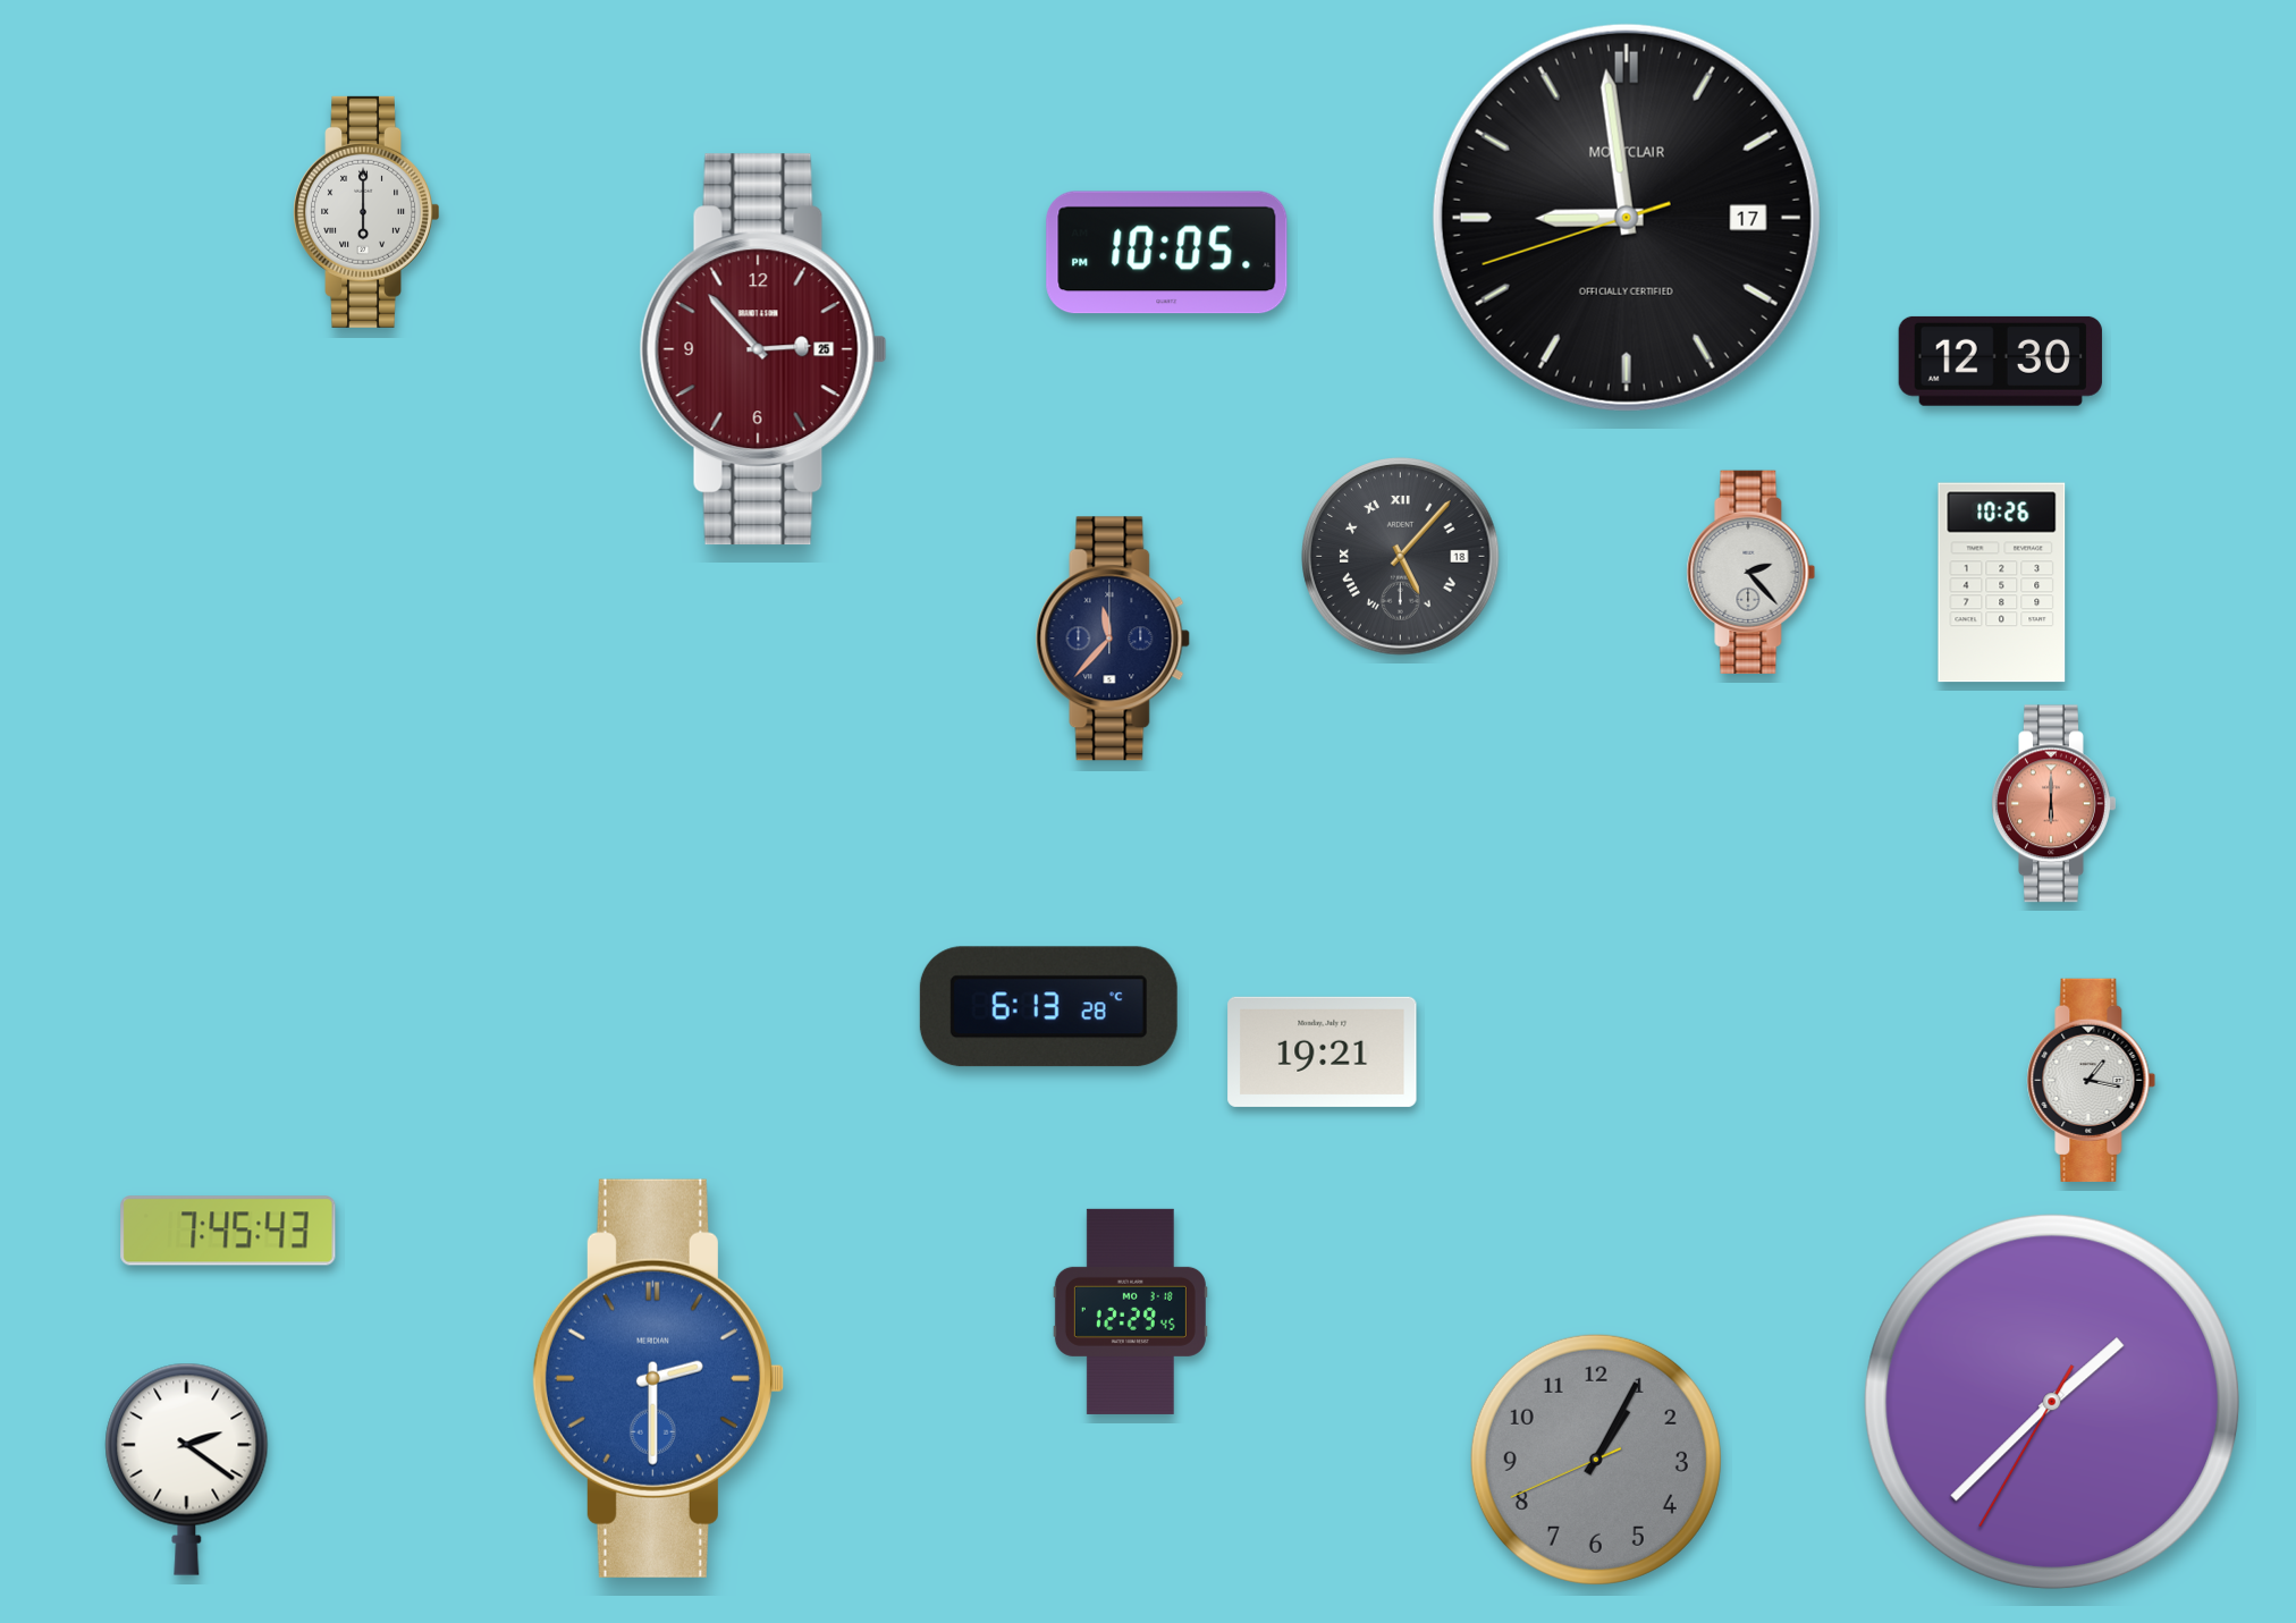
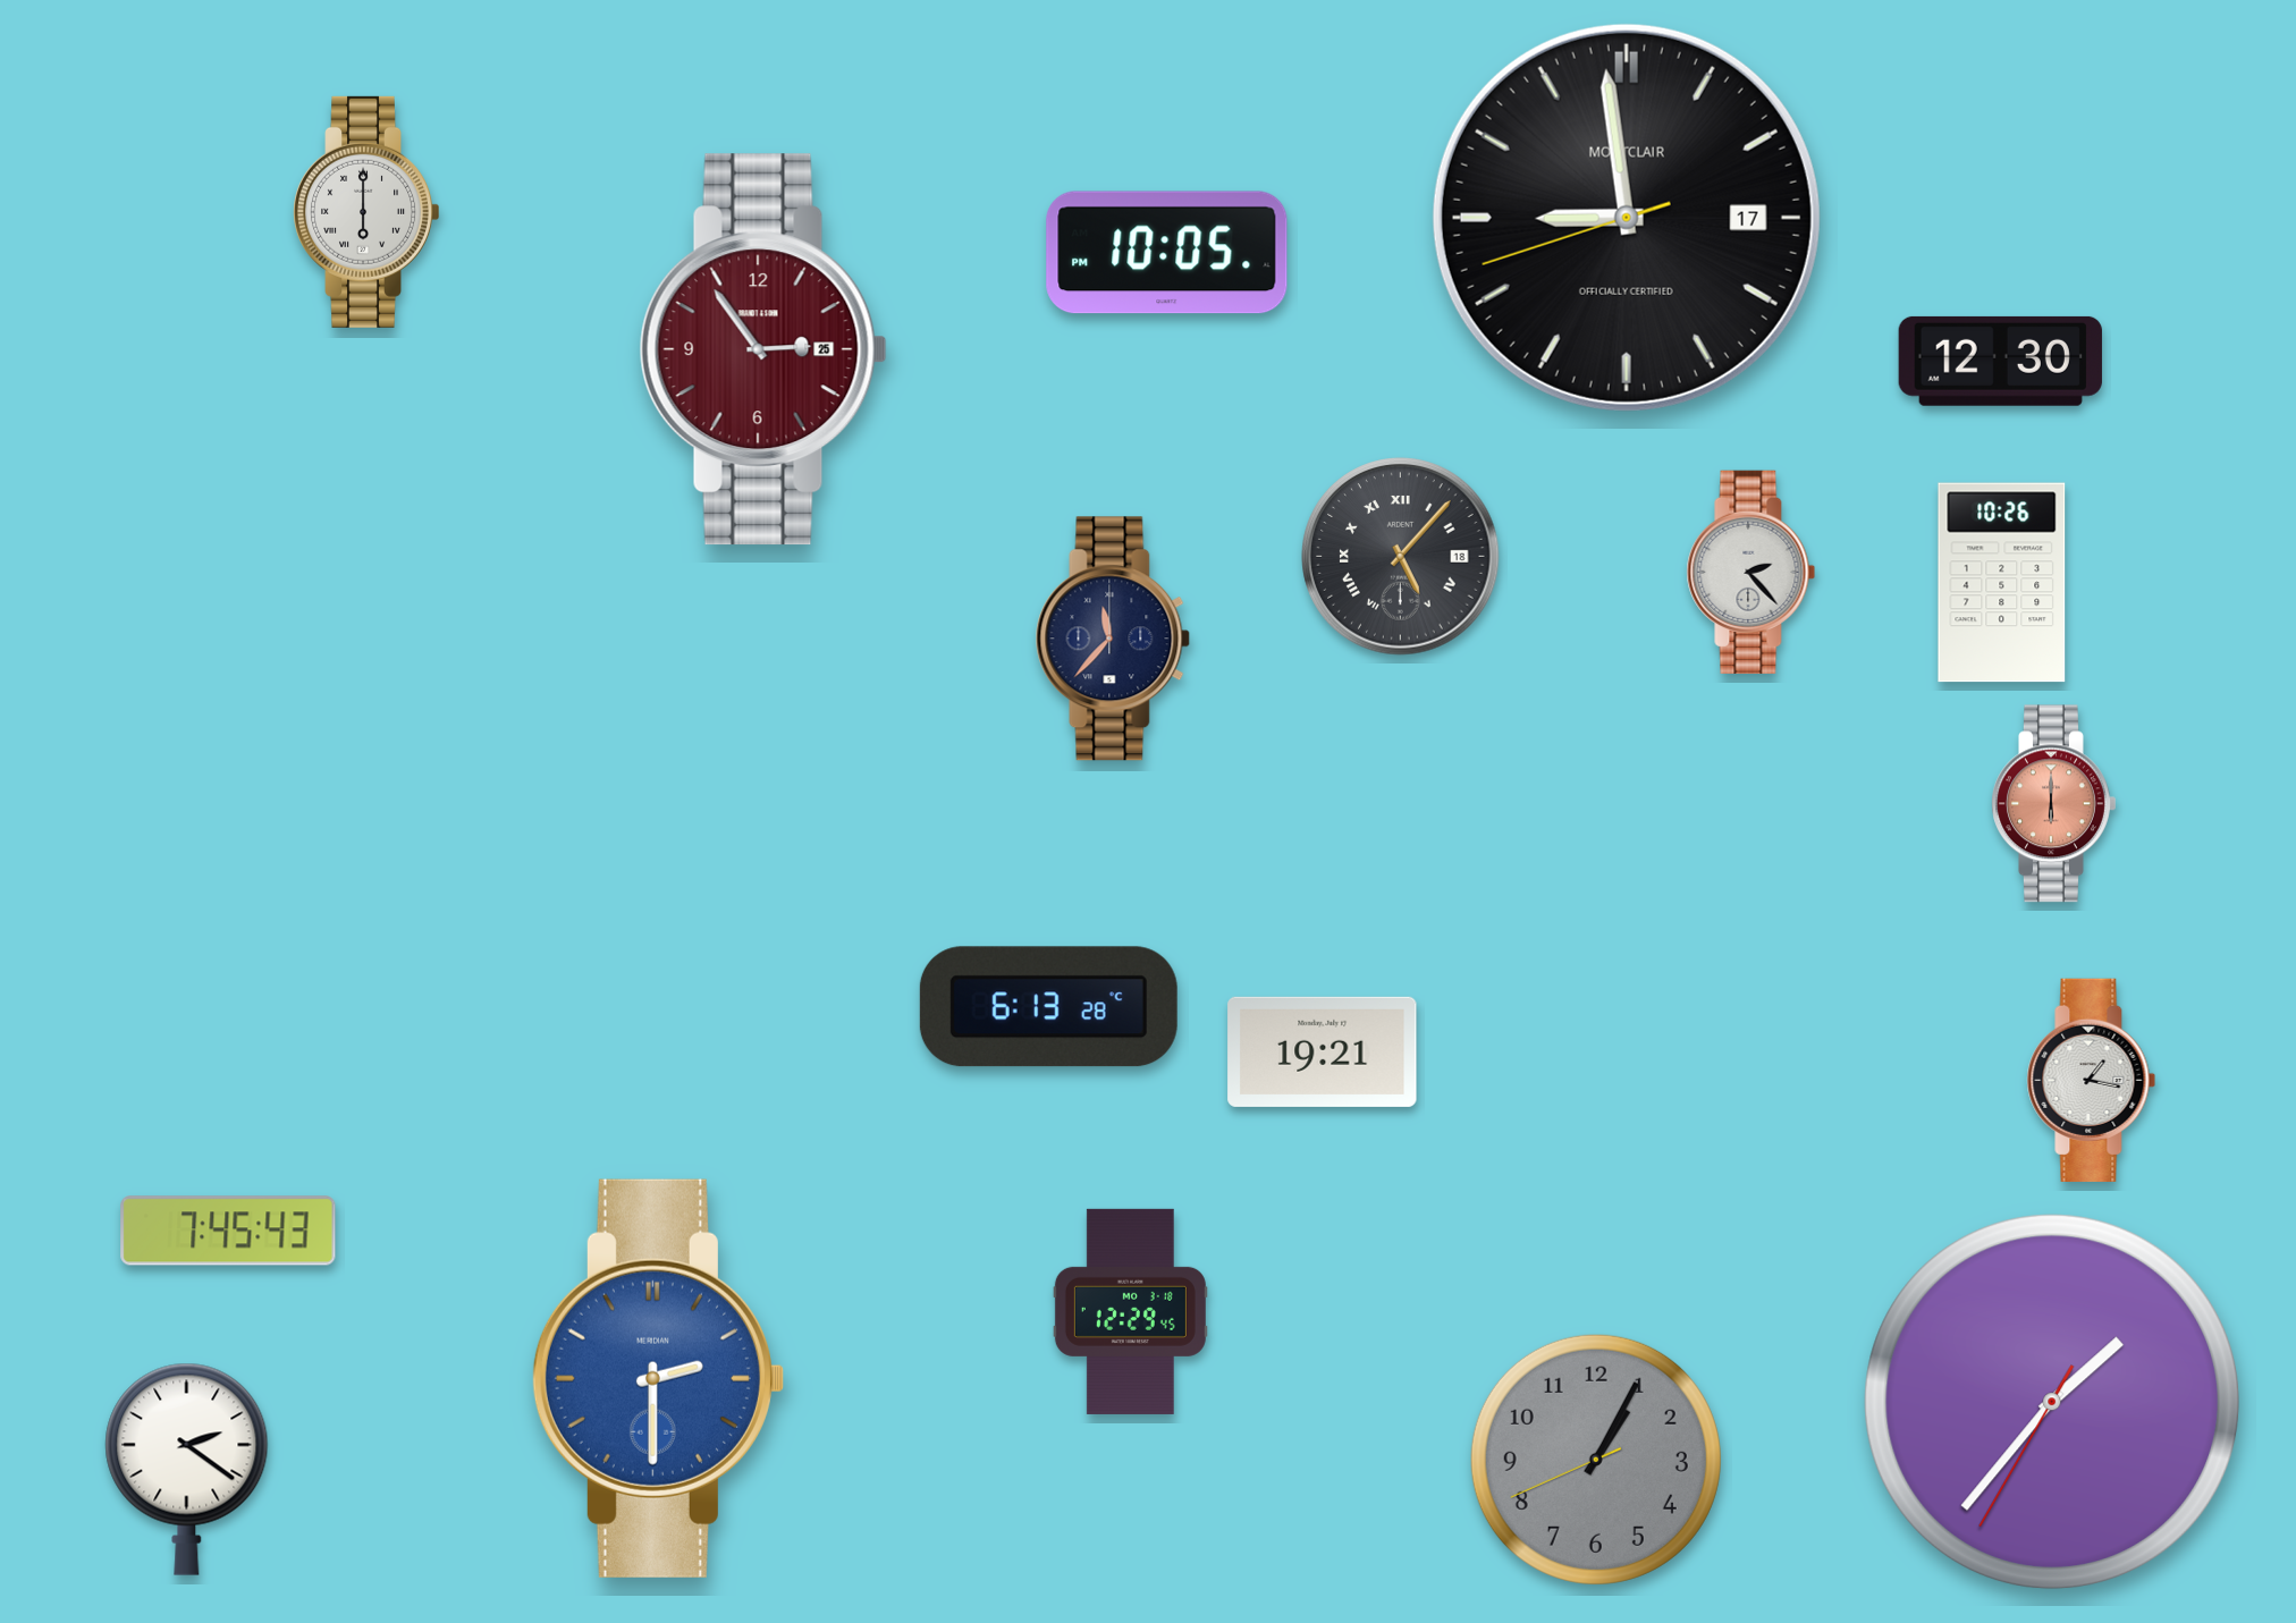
clock at (763, 349): 2:53 -> 2:54
clock at (2052, 1402): 1:37 -> 1:36
